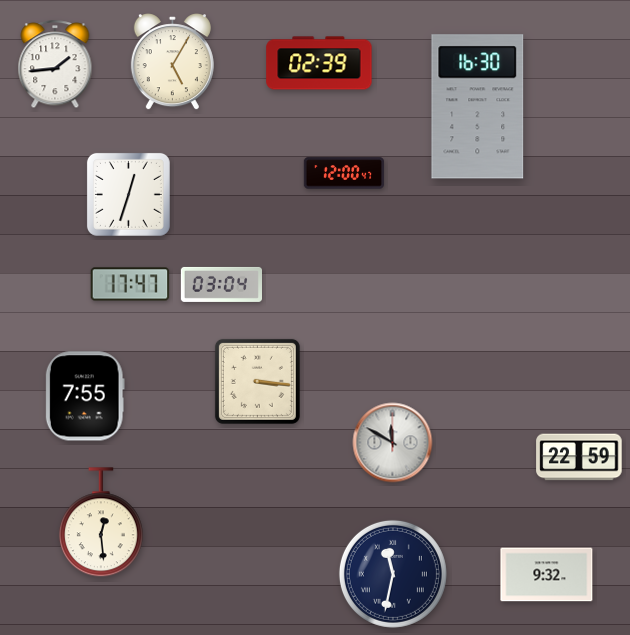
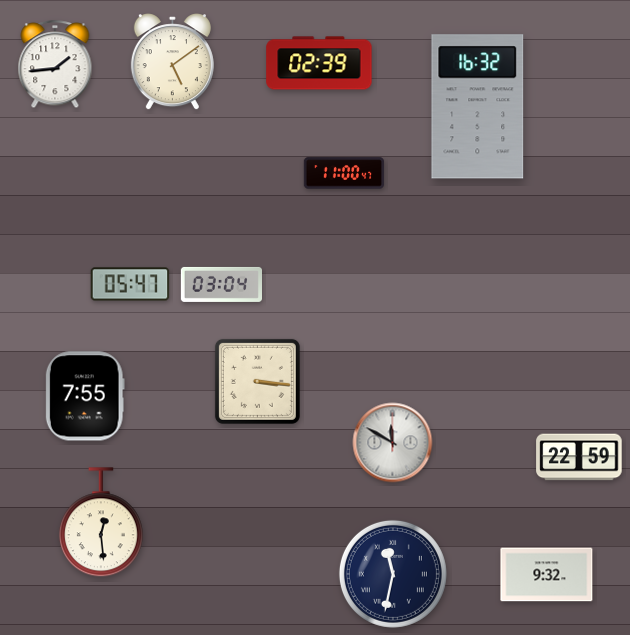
clock at (172, 62): 5:05 -> 5:09
clock at (478, 107): 16:30 -> 16:32
clock at (344, 173): 12:00 -> 11:00
clock at (128, 194): 12:33 -> none
clock at (130, 284): 17:47 -> 05:47
